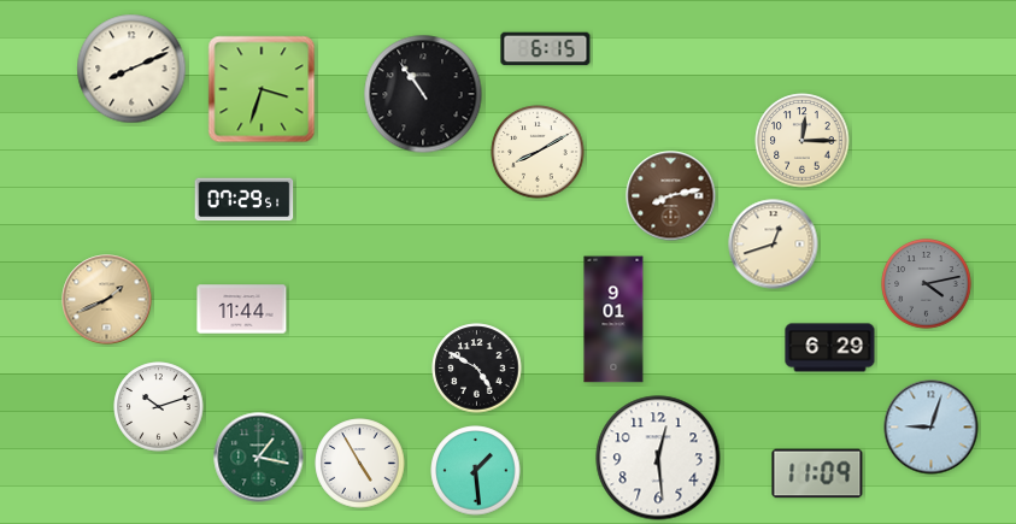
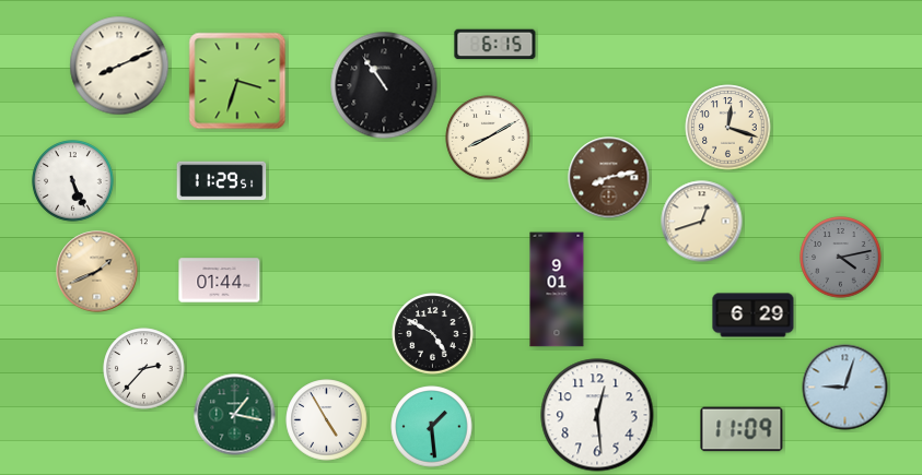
clock at (131, 69) position: (131, 69) -> (119, 66)
clock at (803, 141): 12:15 -> 12:18
clock at (73, 181): none -> 5:26
clock at (245, 200): 07:29 -> 11:29
clock at (242, 310): 11:44 -> 01:44
clock at (159, 407): 10:12 -> 2:37
